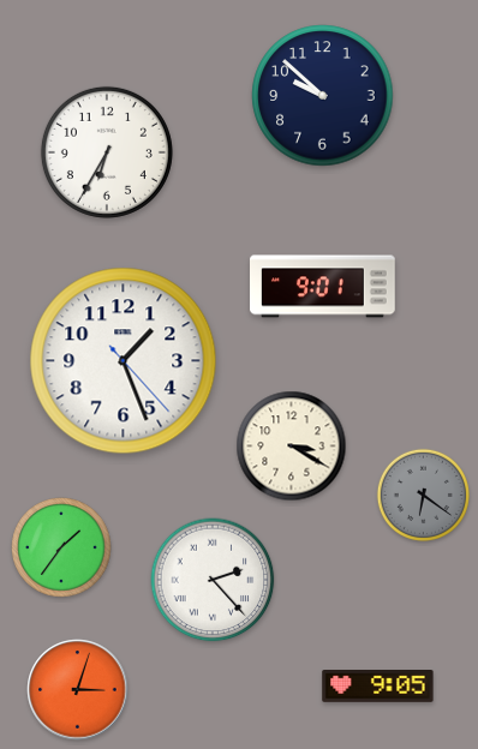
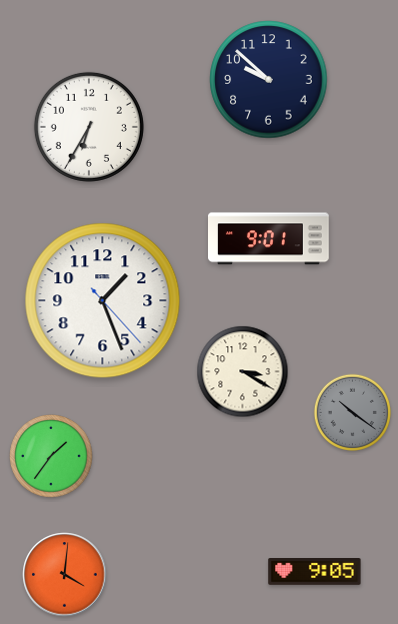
clock at (423, 495): 6:21 -> 10:21
clock at (213, 580): 2:23 -> none
clock at (78, 690): 3:03 -> 4:01
